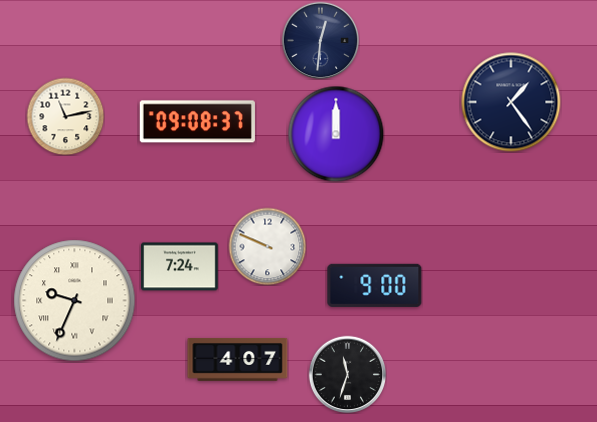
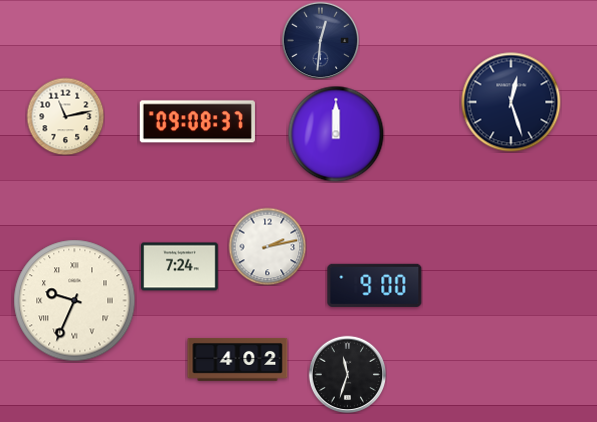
clock at (511, 102): 1:24 -> 12:27
clock at (267, 246): 9:49 -> 2:13
clock at (238, 360): 4:07 -> 4:02
